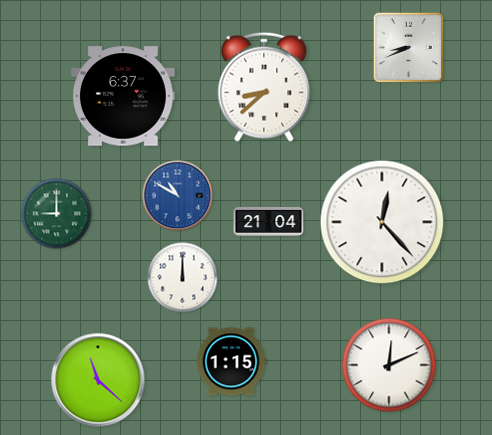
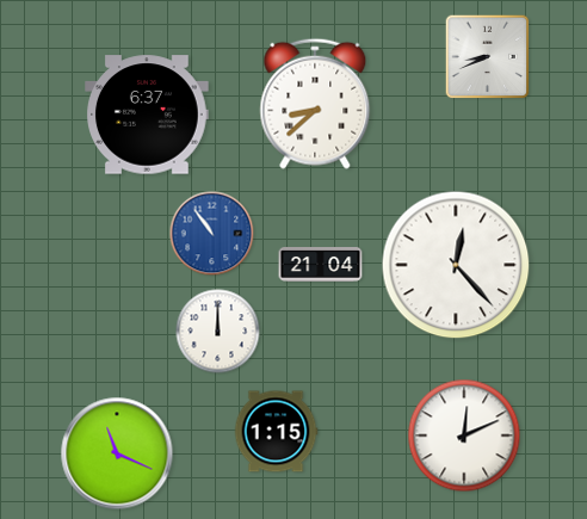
clock at (178, 196): 10:50 -> 10:54
clock at (57, 214): 9:00 -> none
clock at (98, 380): 11:22 -> 11:19
